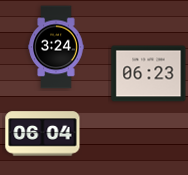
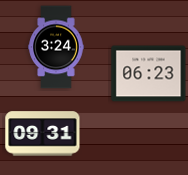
clock at (43, 134): 06:04 -> 09:31
